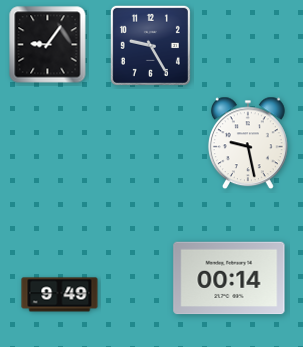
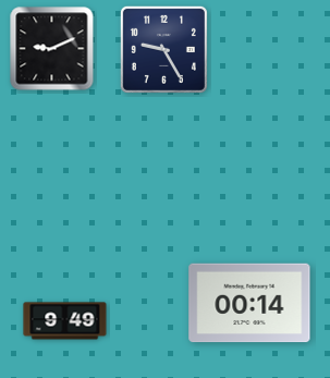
clock at (48, 45): 9:06 -> 9:11
clock at (248, 143): 9:28 -> none
